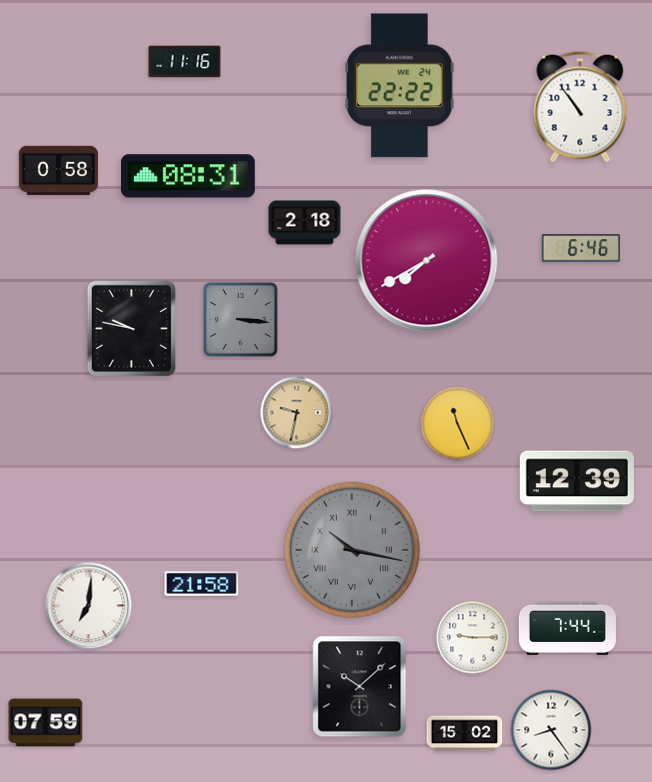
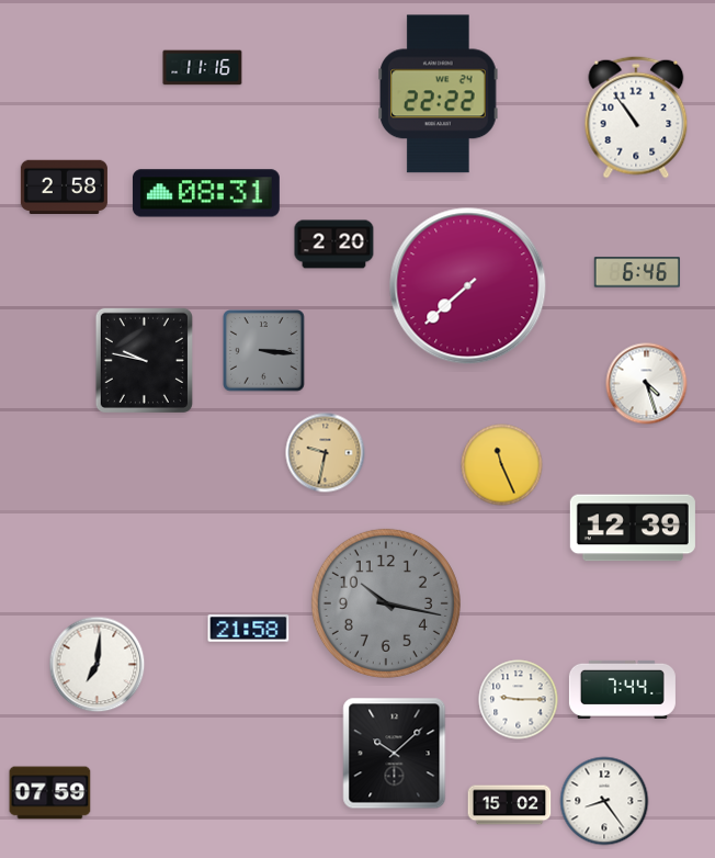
clock at (58, 171): 0:58 -> 2:58
clock at (305, 223): 2:18 -> 2:20
clock at (427, 261): 7:40 -> 7:38
clock at (647, 384): none -> 4:27
clock at (352, 550) numerals: Roman -> Arabic
clock at (202, 584) position: (202, 584) -> (249, 629)
